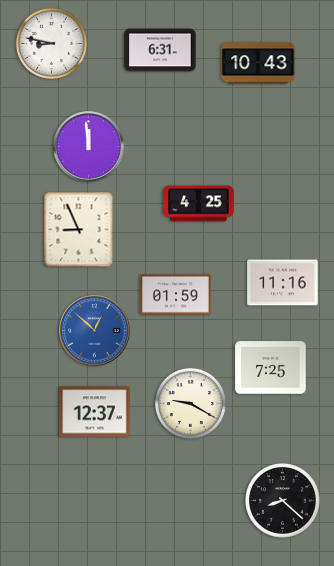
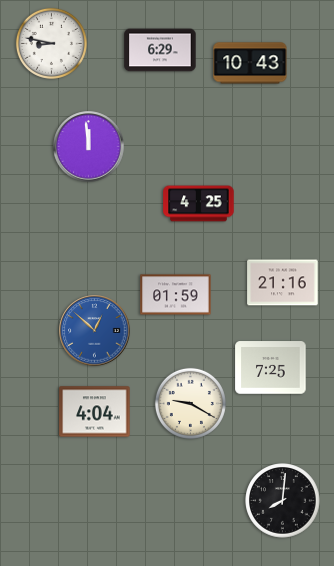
clock at (160, 50): 6:31 -> 6:29
clock at (258, 63) position: (258, 63) -> (250, 63)
clock at (79, 230): 8:56 -> none
clock at (283, 283): 11:16 -> 21:16
clock at (95, 412): 12:37 -> 4:04
clock at (283, 501): 8:22 -> 8:01
